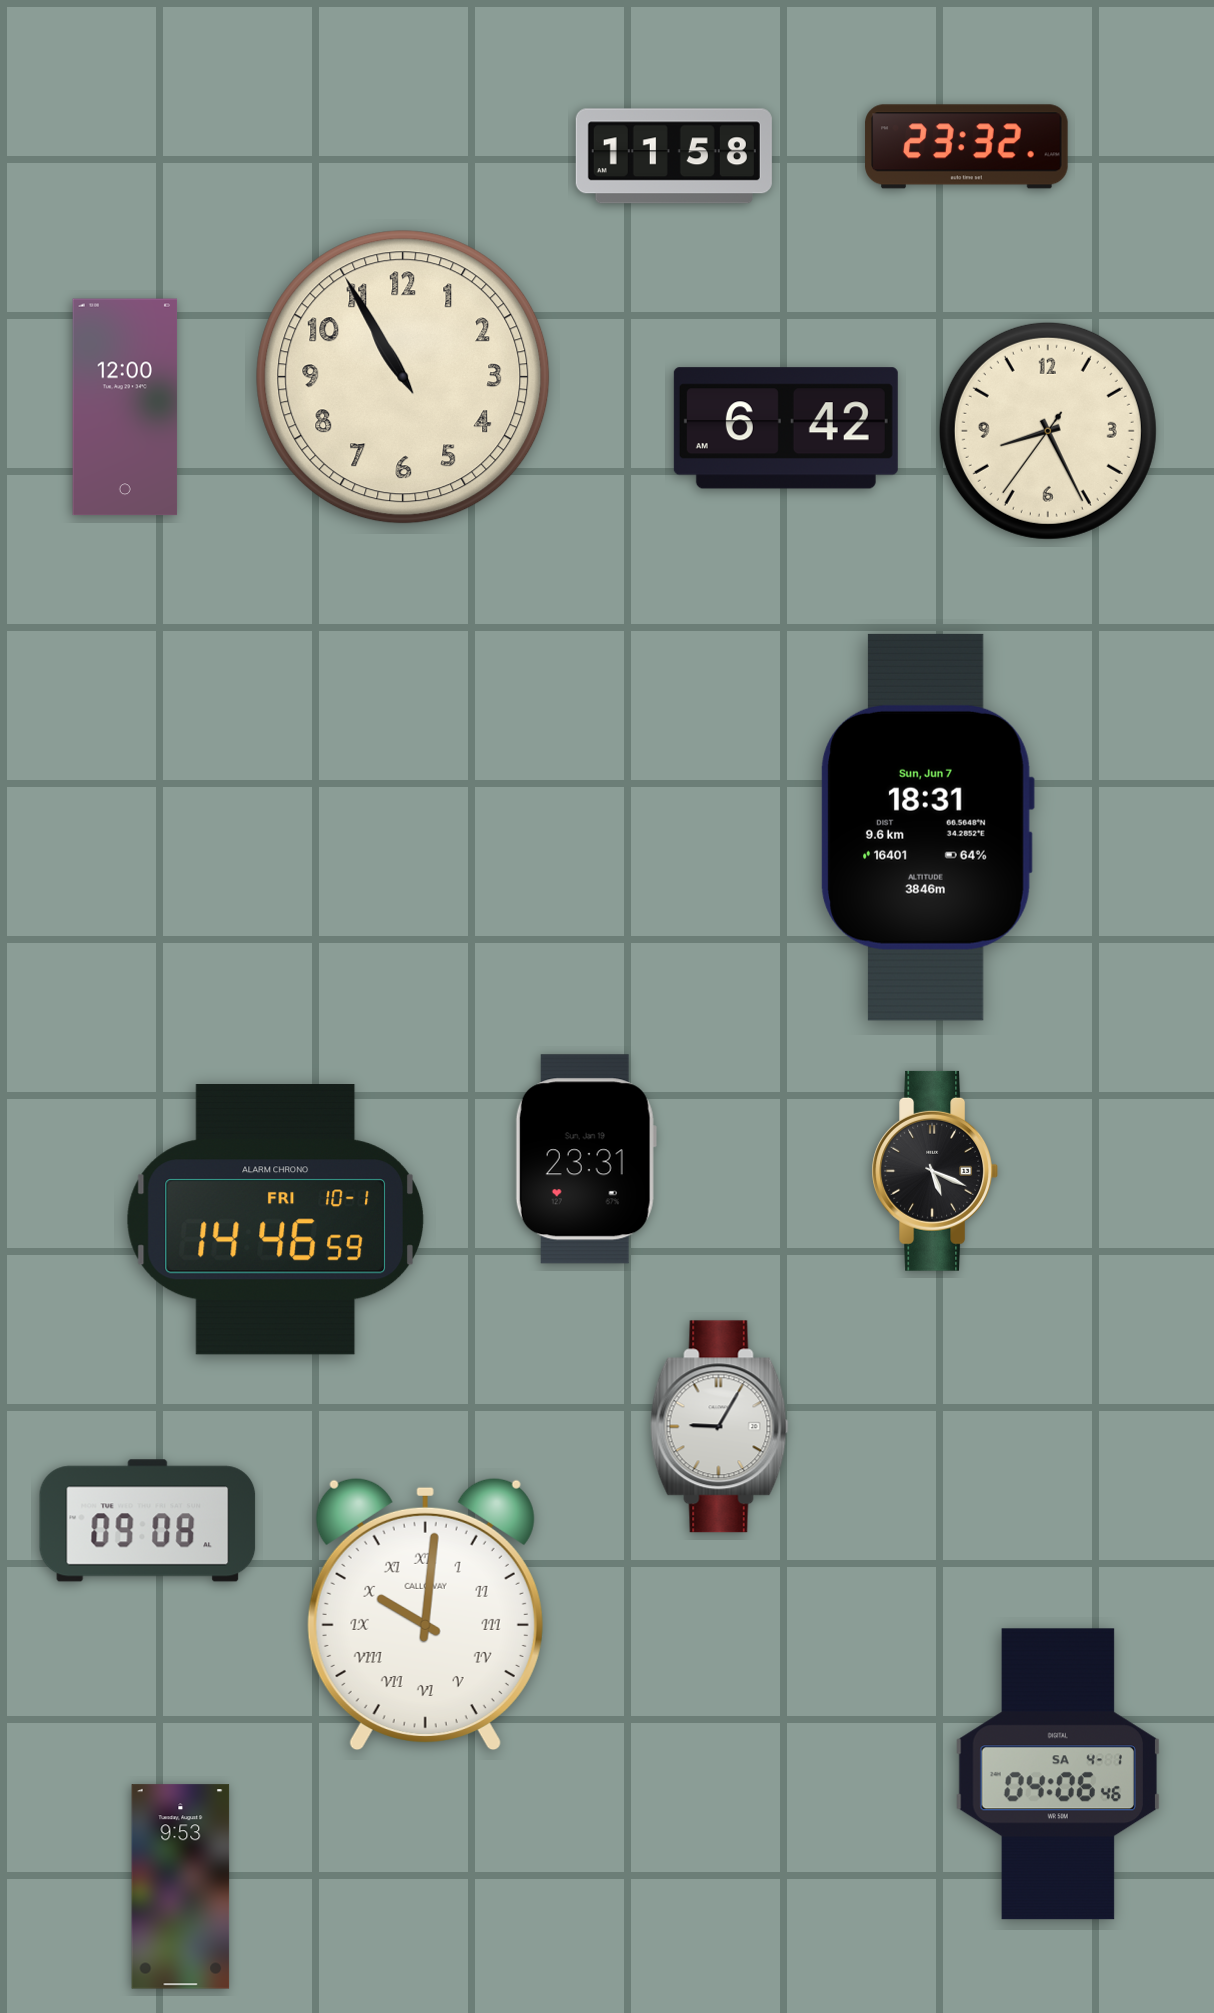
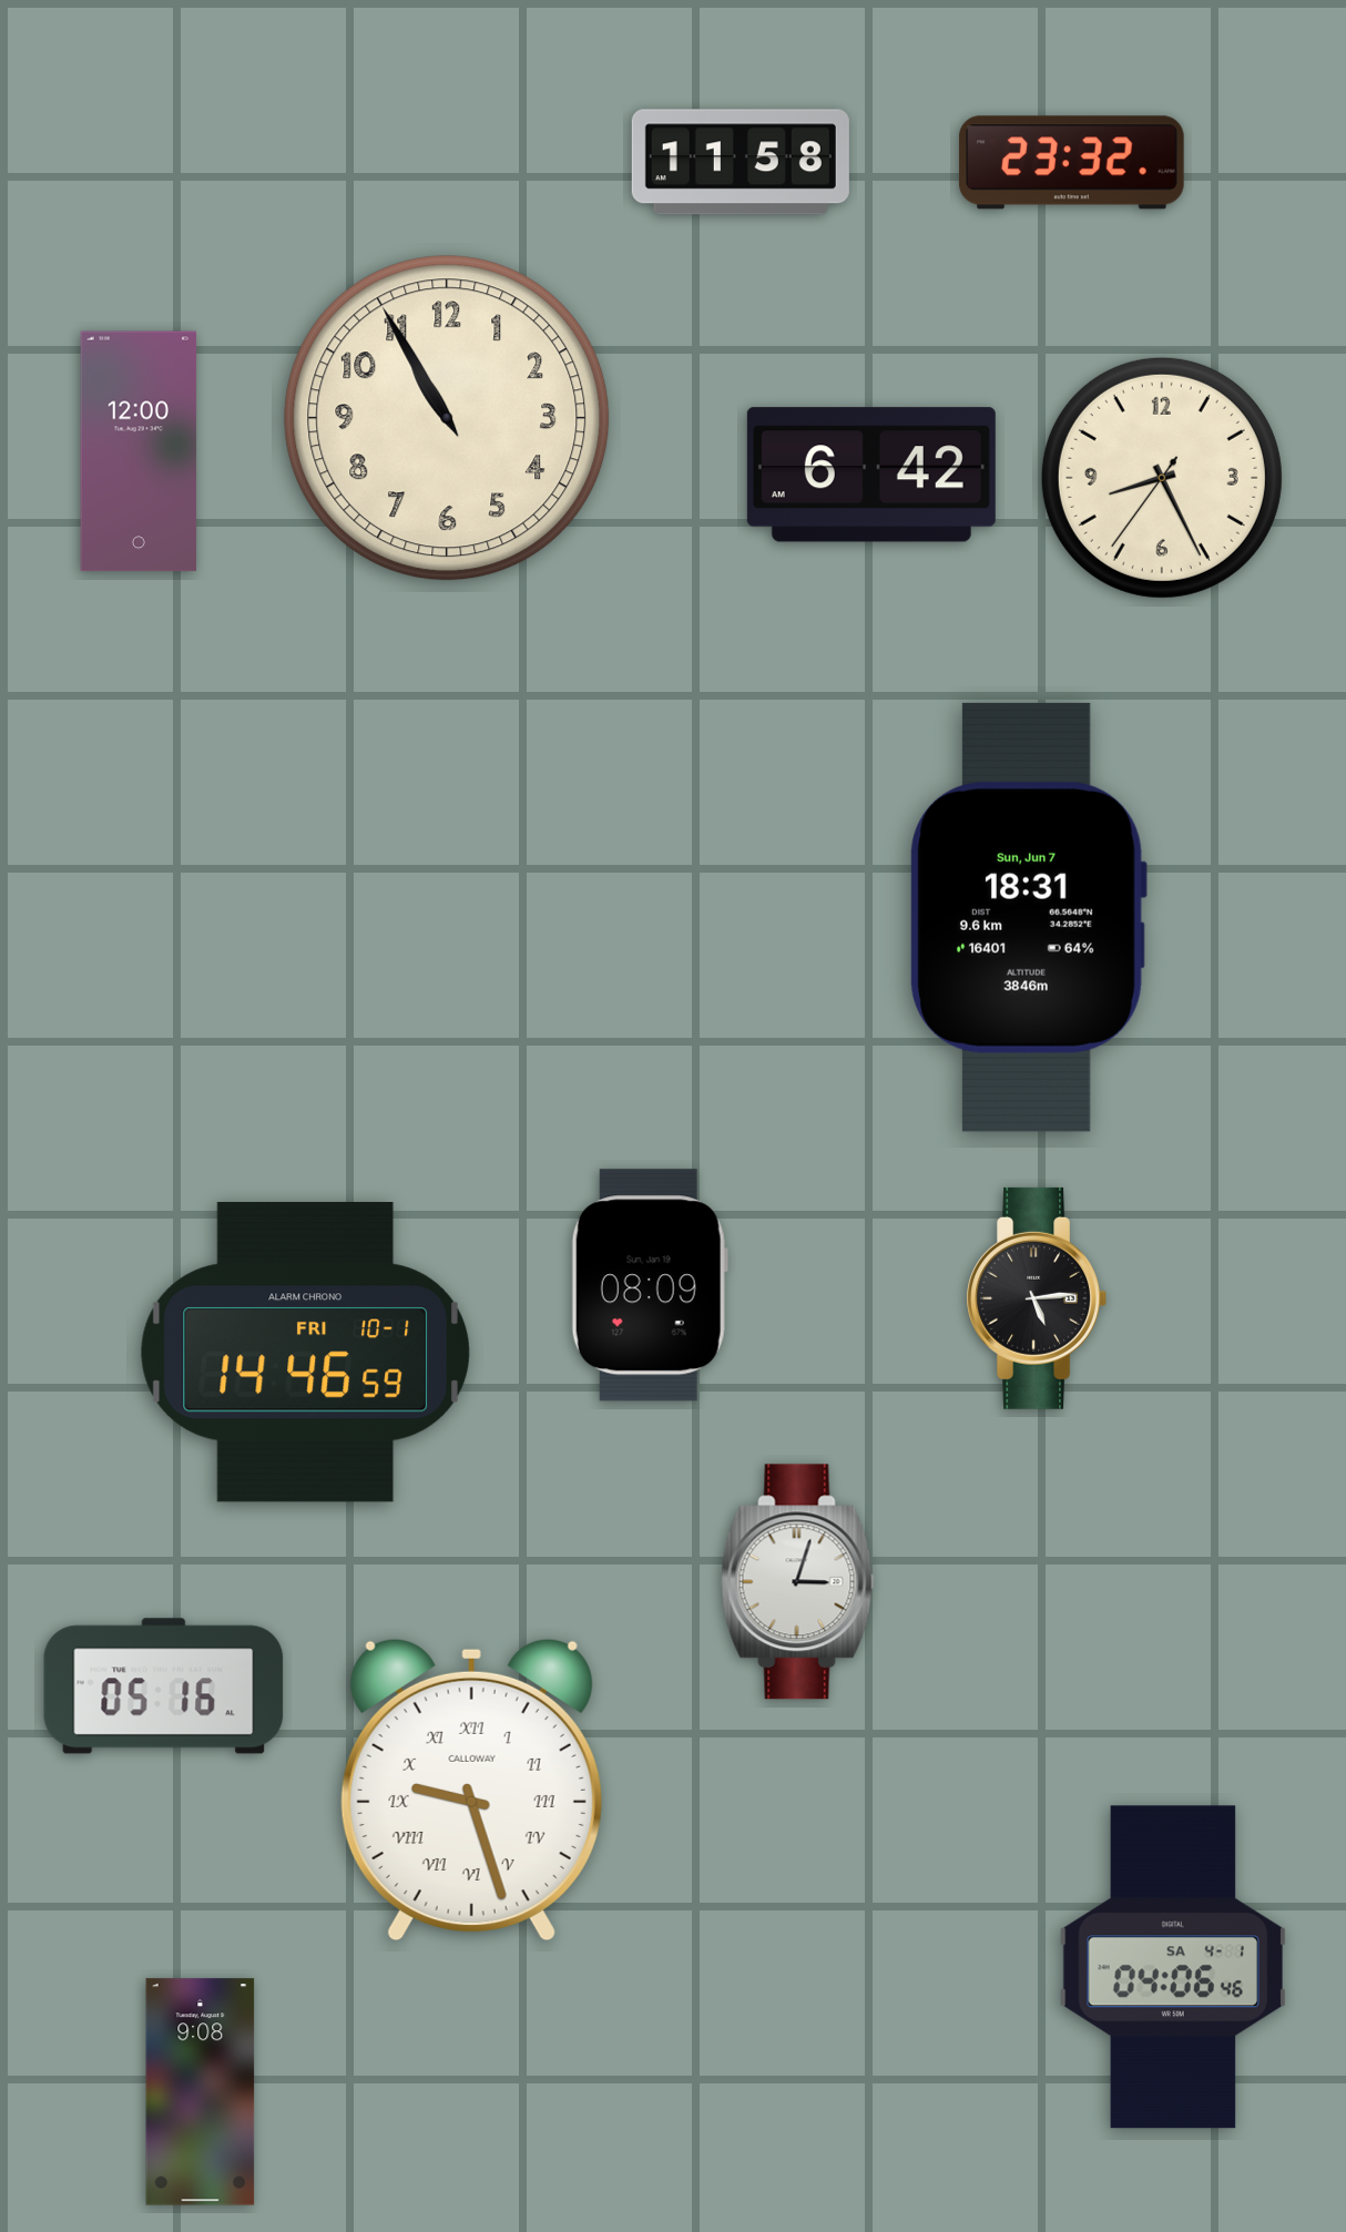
clock at (674, 156) position: (674, 156) -> (741, 162)
clock at (586, 1159): 23:31 -> 08:09
clock at (934, 1171): 5:19 -> 5:14
clock at (720, 1427): 9:05 -> 3:03
clock at (148, 1521): 09:08 -> 05:16
clock at (425, 1614): 10:01 -> 9:27
clock at (181, 1887): 9:53 -> 9:08
